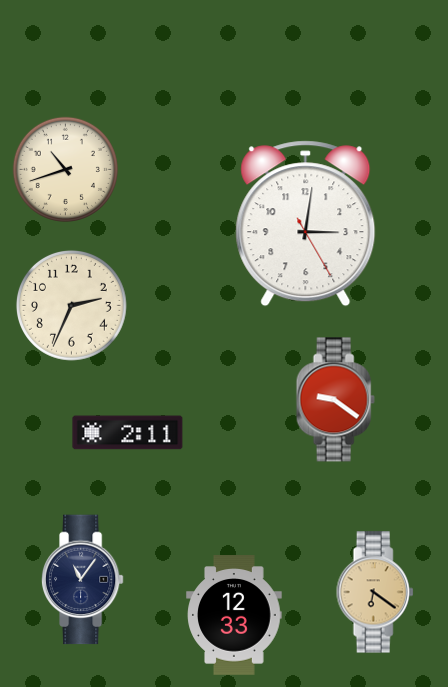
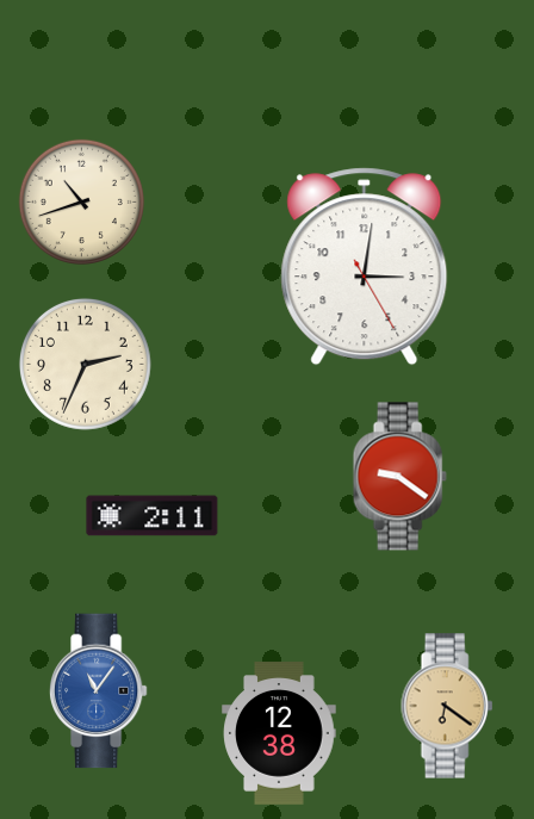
clock at (65, 169) position: (65, 169) -> (81, 201)
clock at (82, 580) dial: navy -> blue
clock at (234, 615): 12:33 -> 12:38
